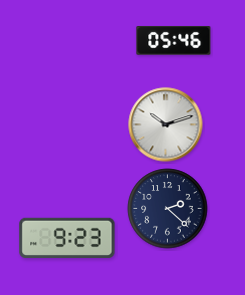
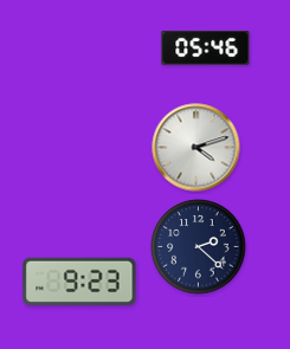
clock at (166, 125): 10:12 -> 4:12
